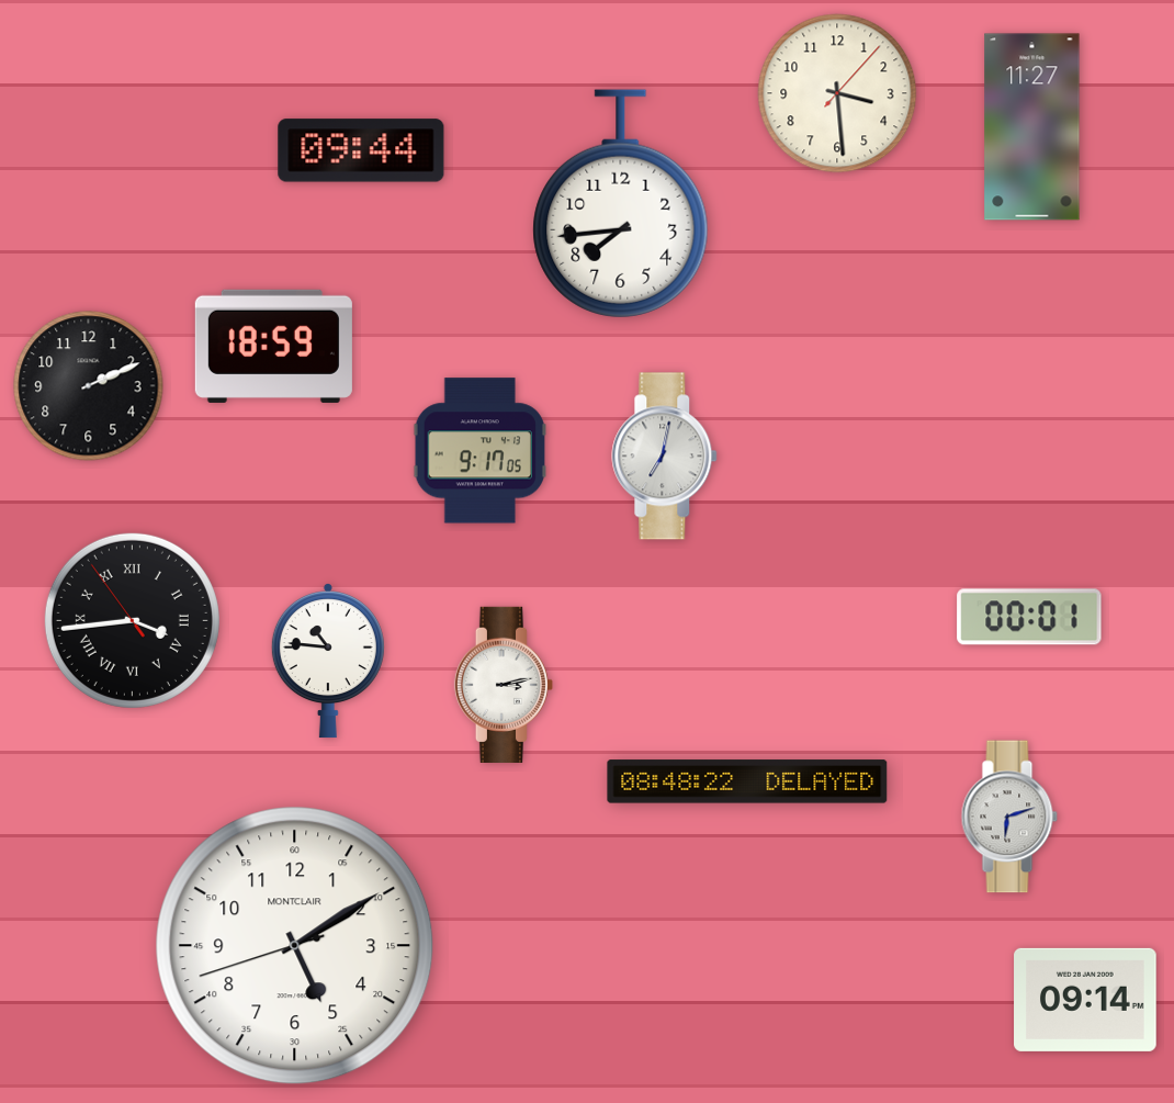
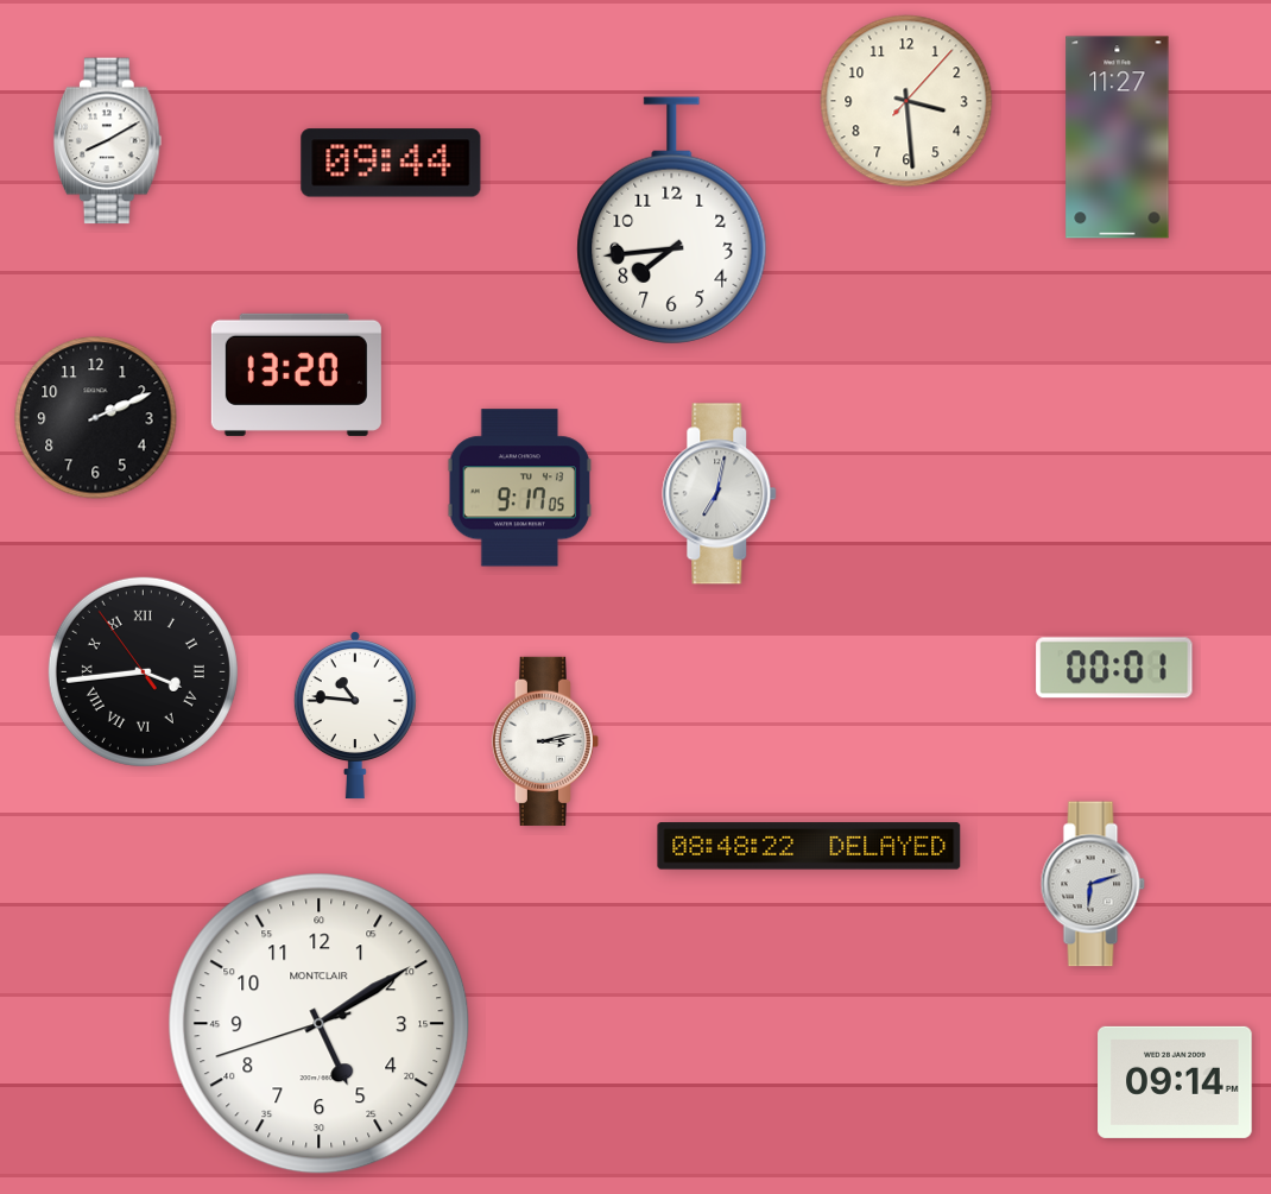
clock at (107, 141): none -> 8:10
clock at (273, 346): 18:59 -> 13:20
